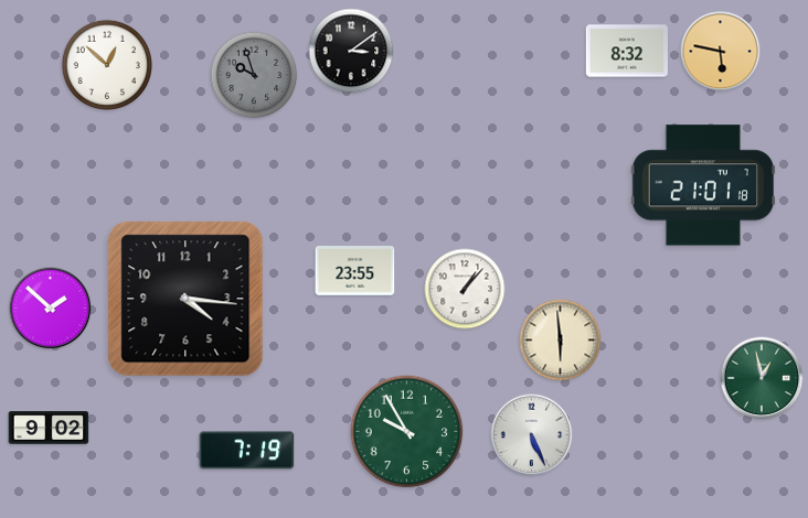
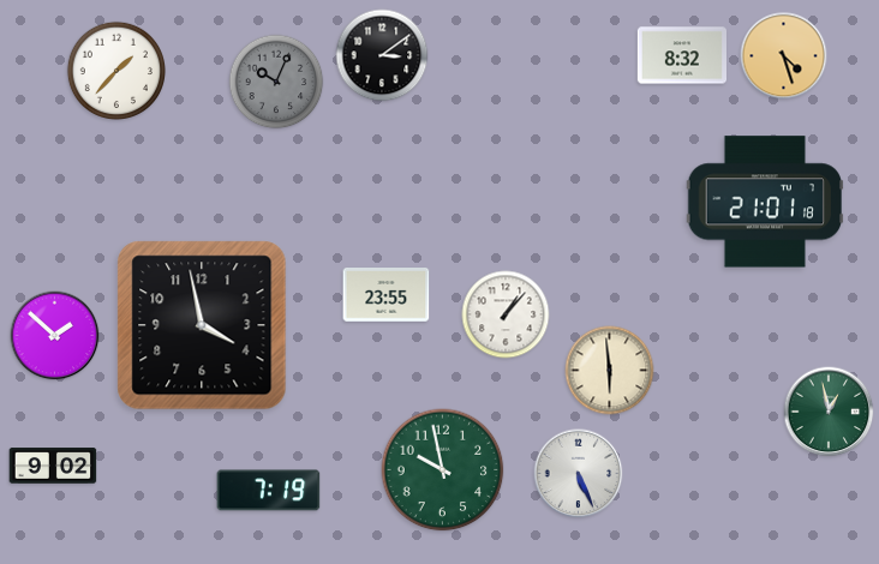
clock at (721, 52): 5:47 -> 4:27
clock at (106, 64): 12:52 -> 1:37
clock at (254, 75): 9:57 -> 10:04
clock at (185, 299): 4:16 -> 3:58
clock at (407, 432): 9:55 -> 9:58
